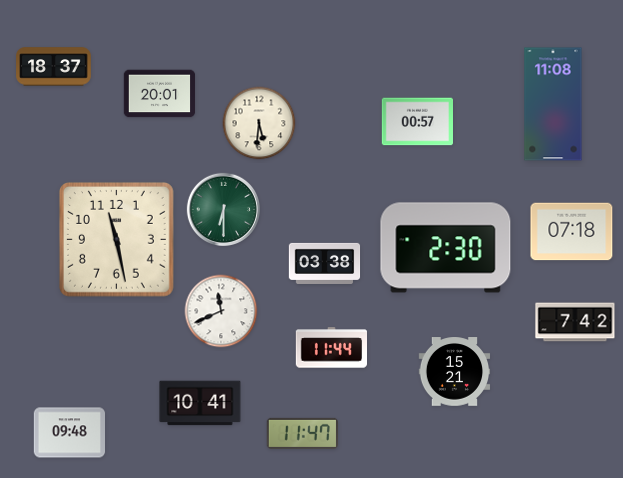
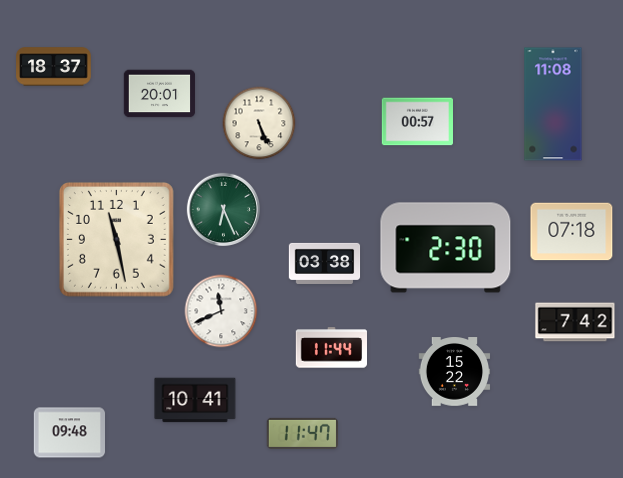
clock at (259, 123): 5:31 -> 5:26
clock at (223, 209): 6:30 -> 6:26
clock at (455, 372): 15:21 -> 15:22
clock at (200, 403) position: (200, 403) -> (195, 400)
